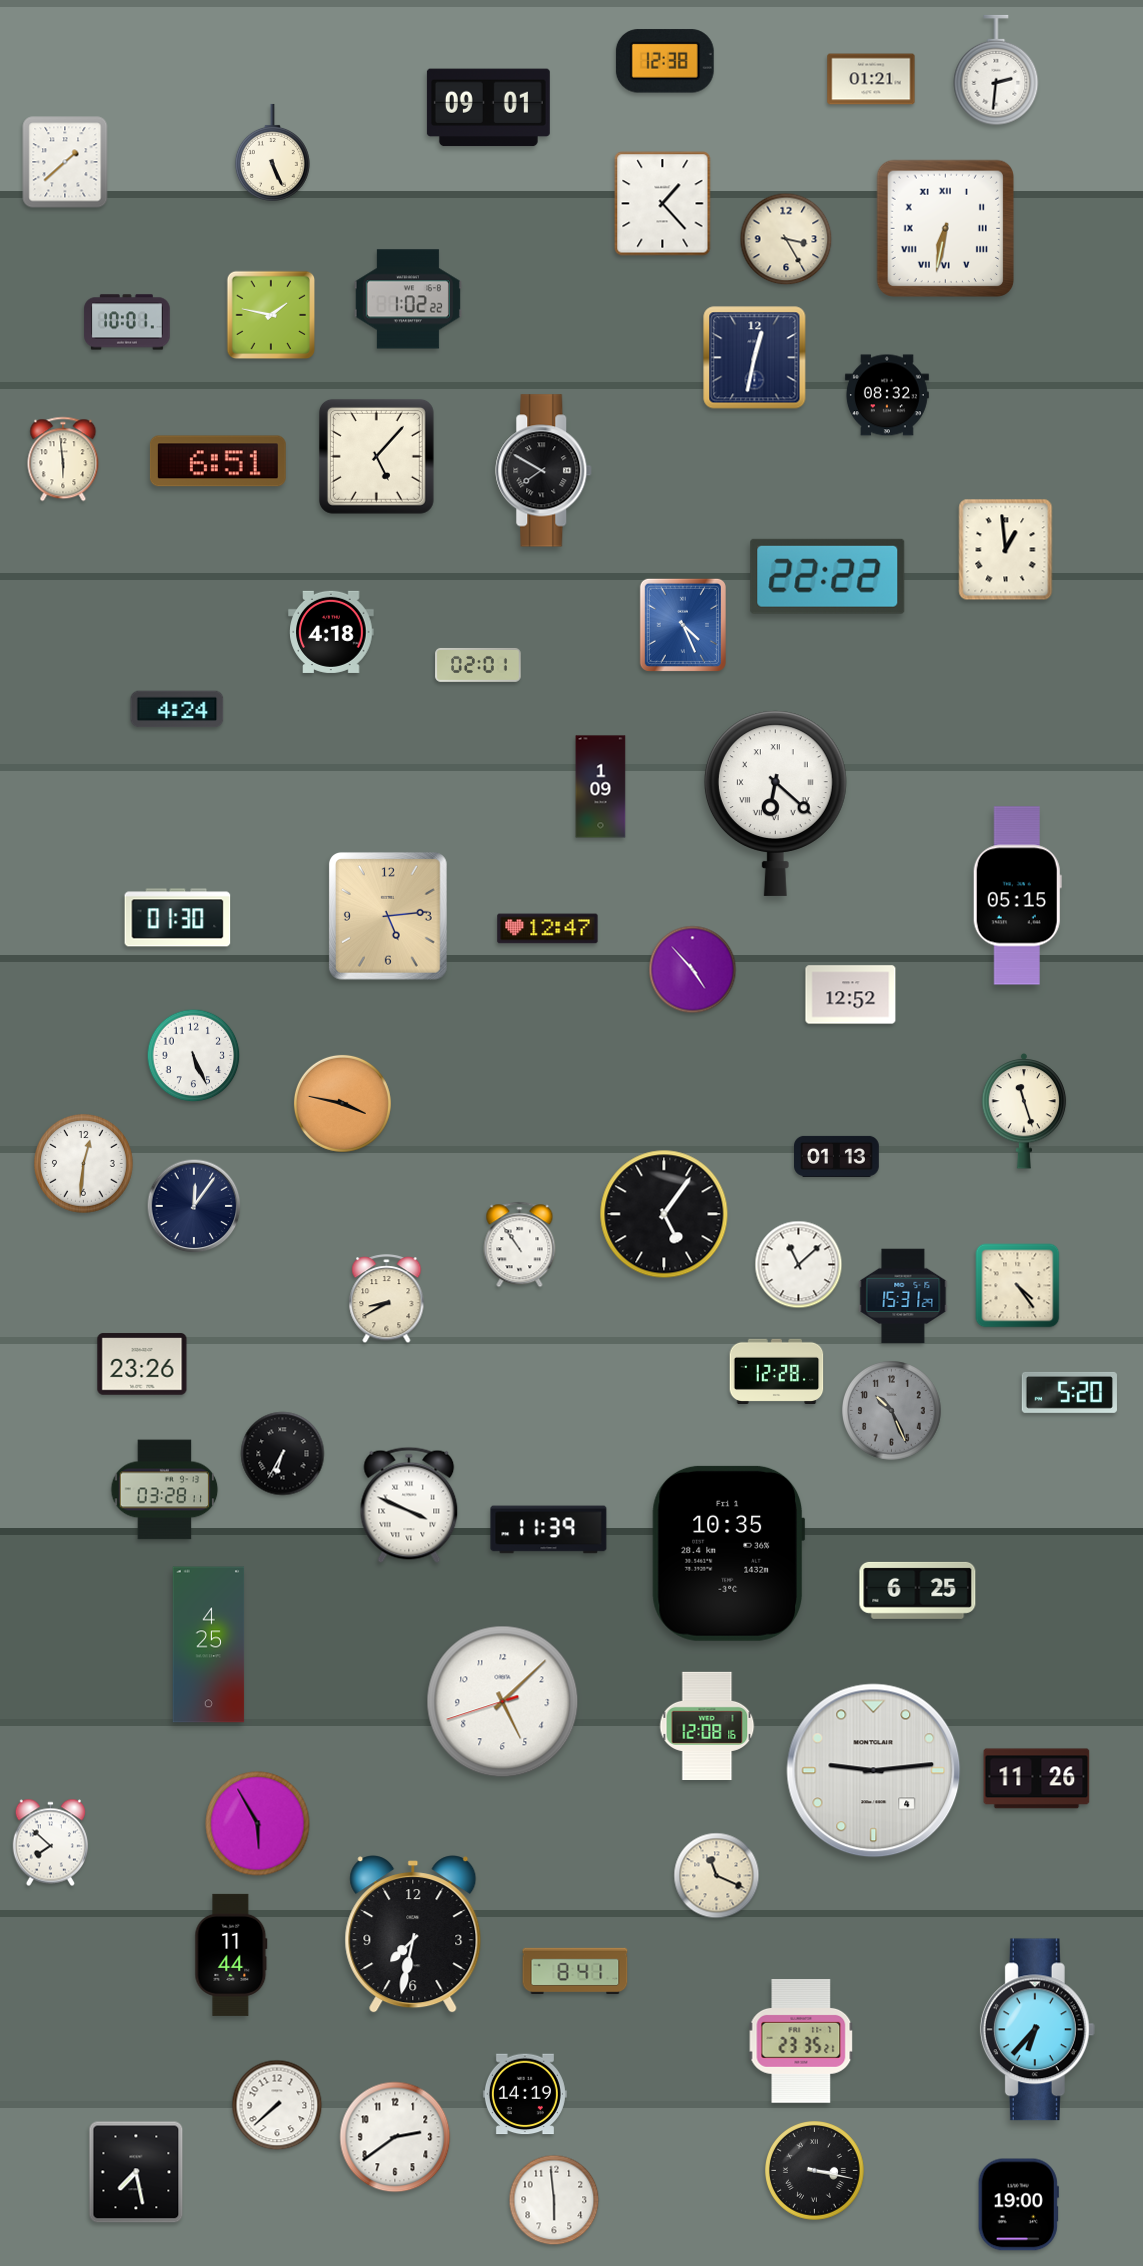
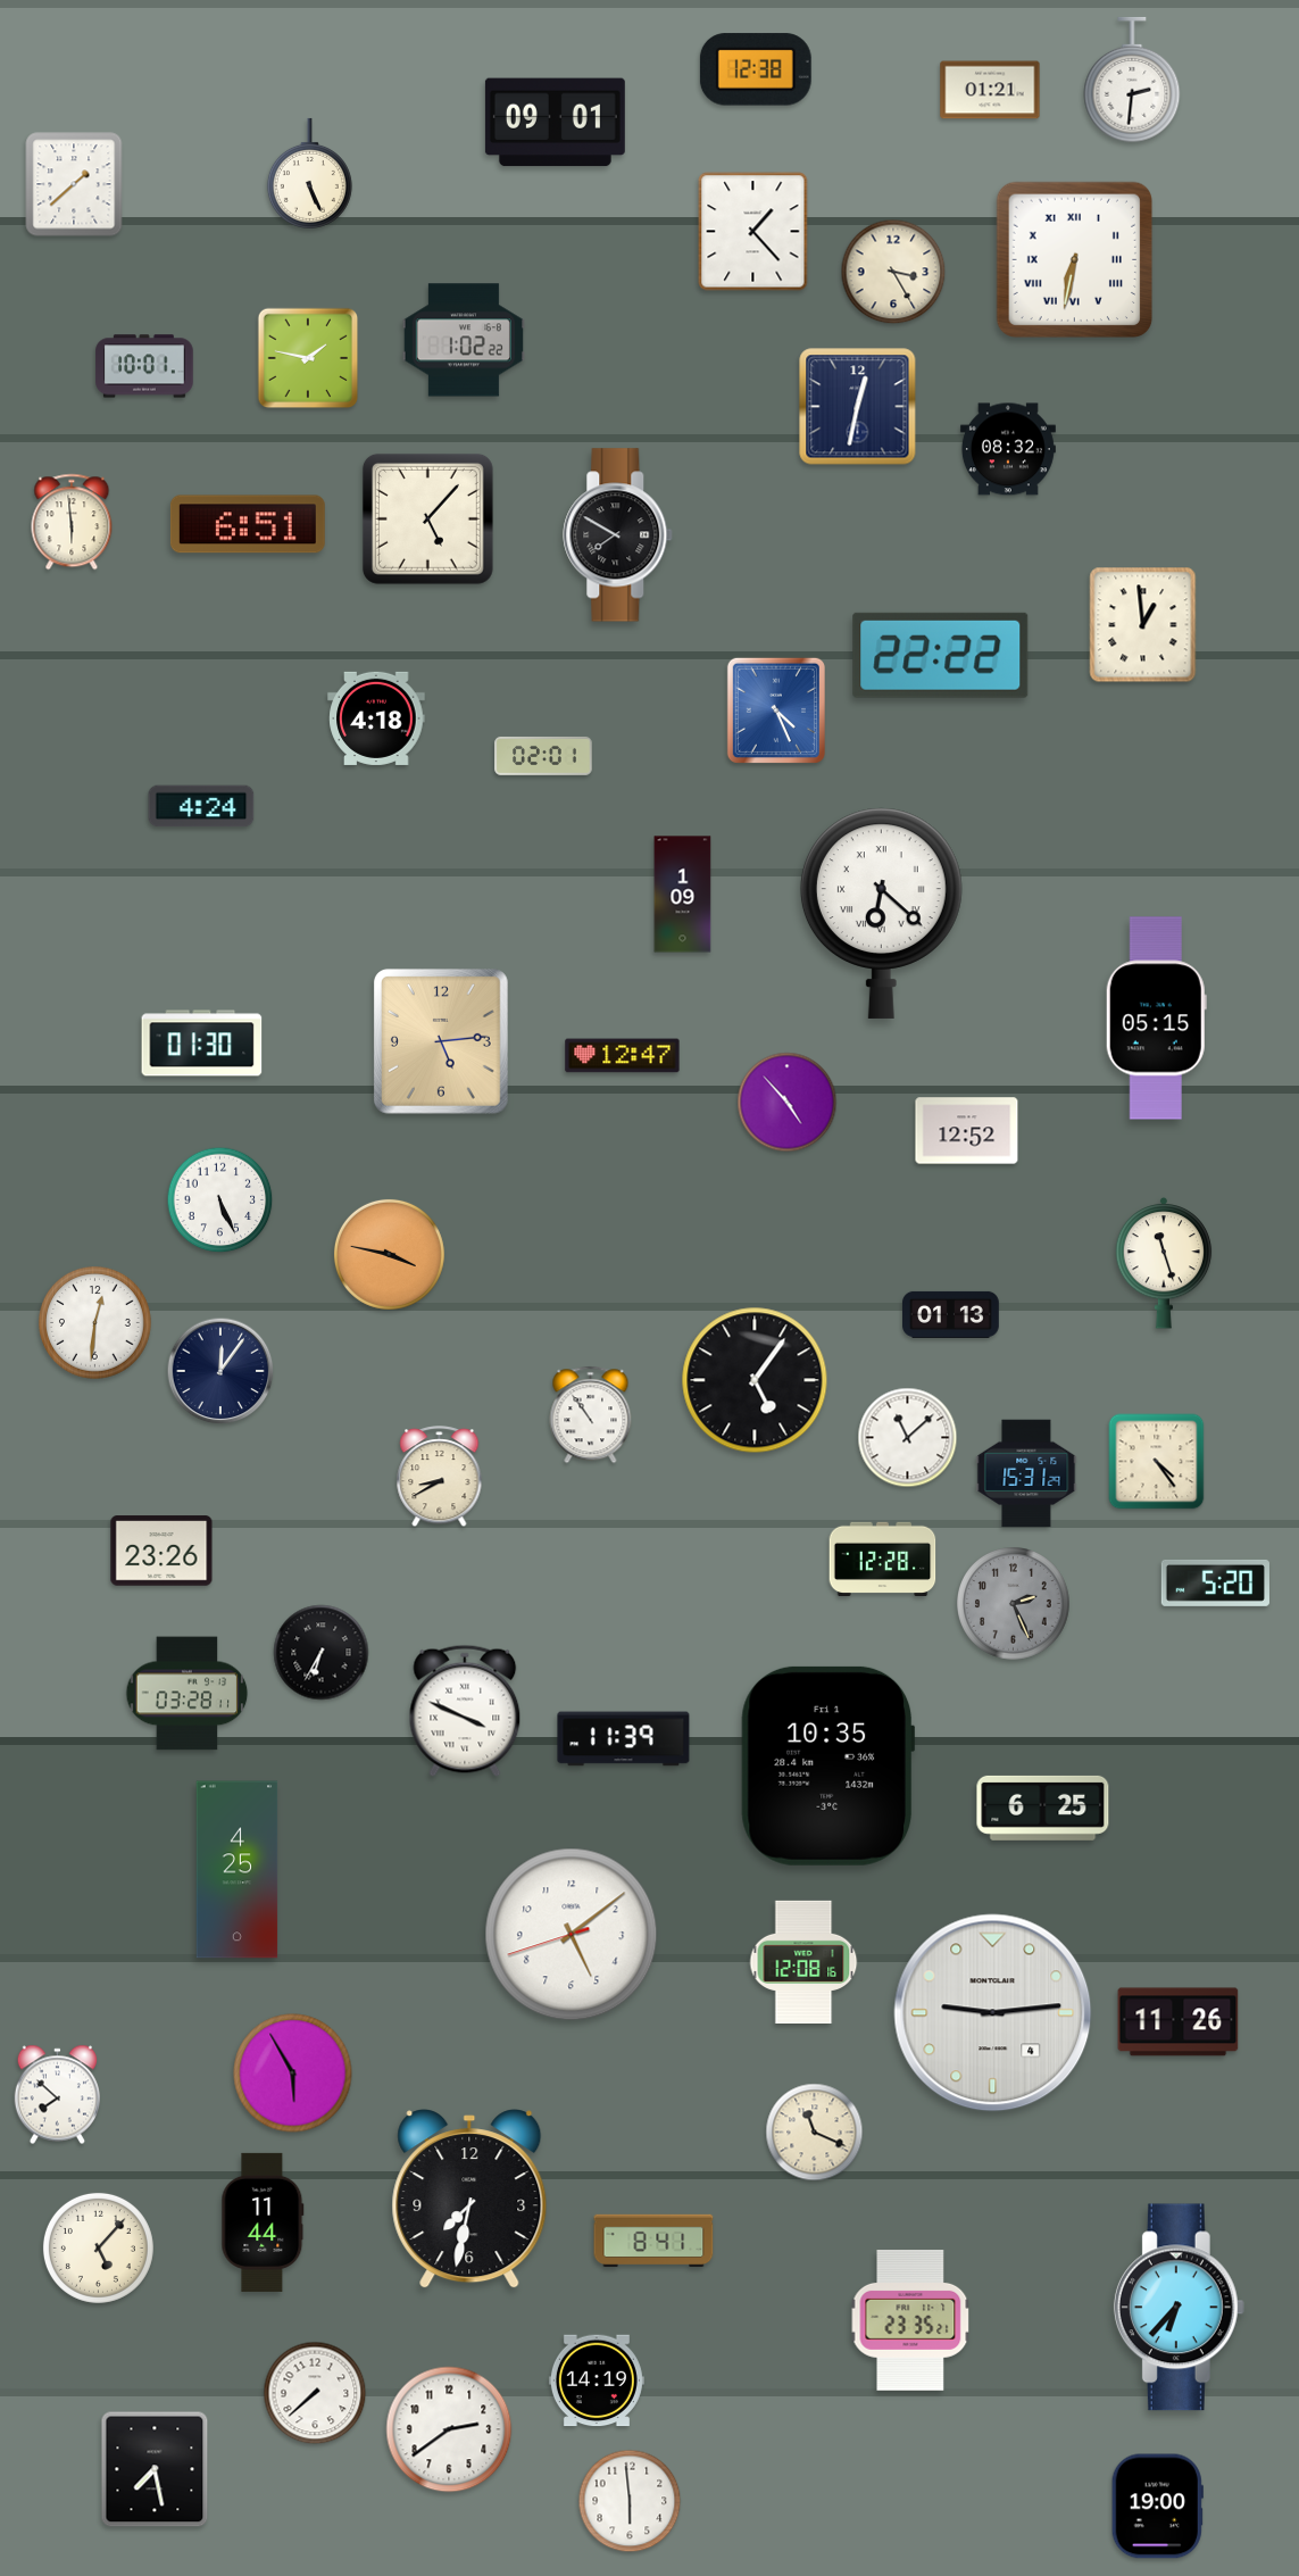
clock at (892, 1411): 10:26 -> 2:26
clock at (503, 1702): 5:07 -> 5:08
clock at (98, 2247): none -> 5:07
clock at (815, 2171): 3:17 -> none
